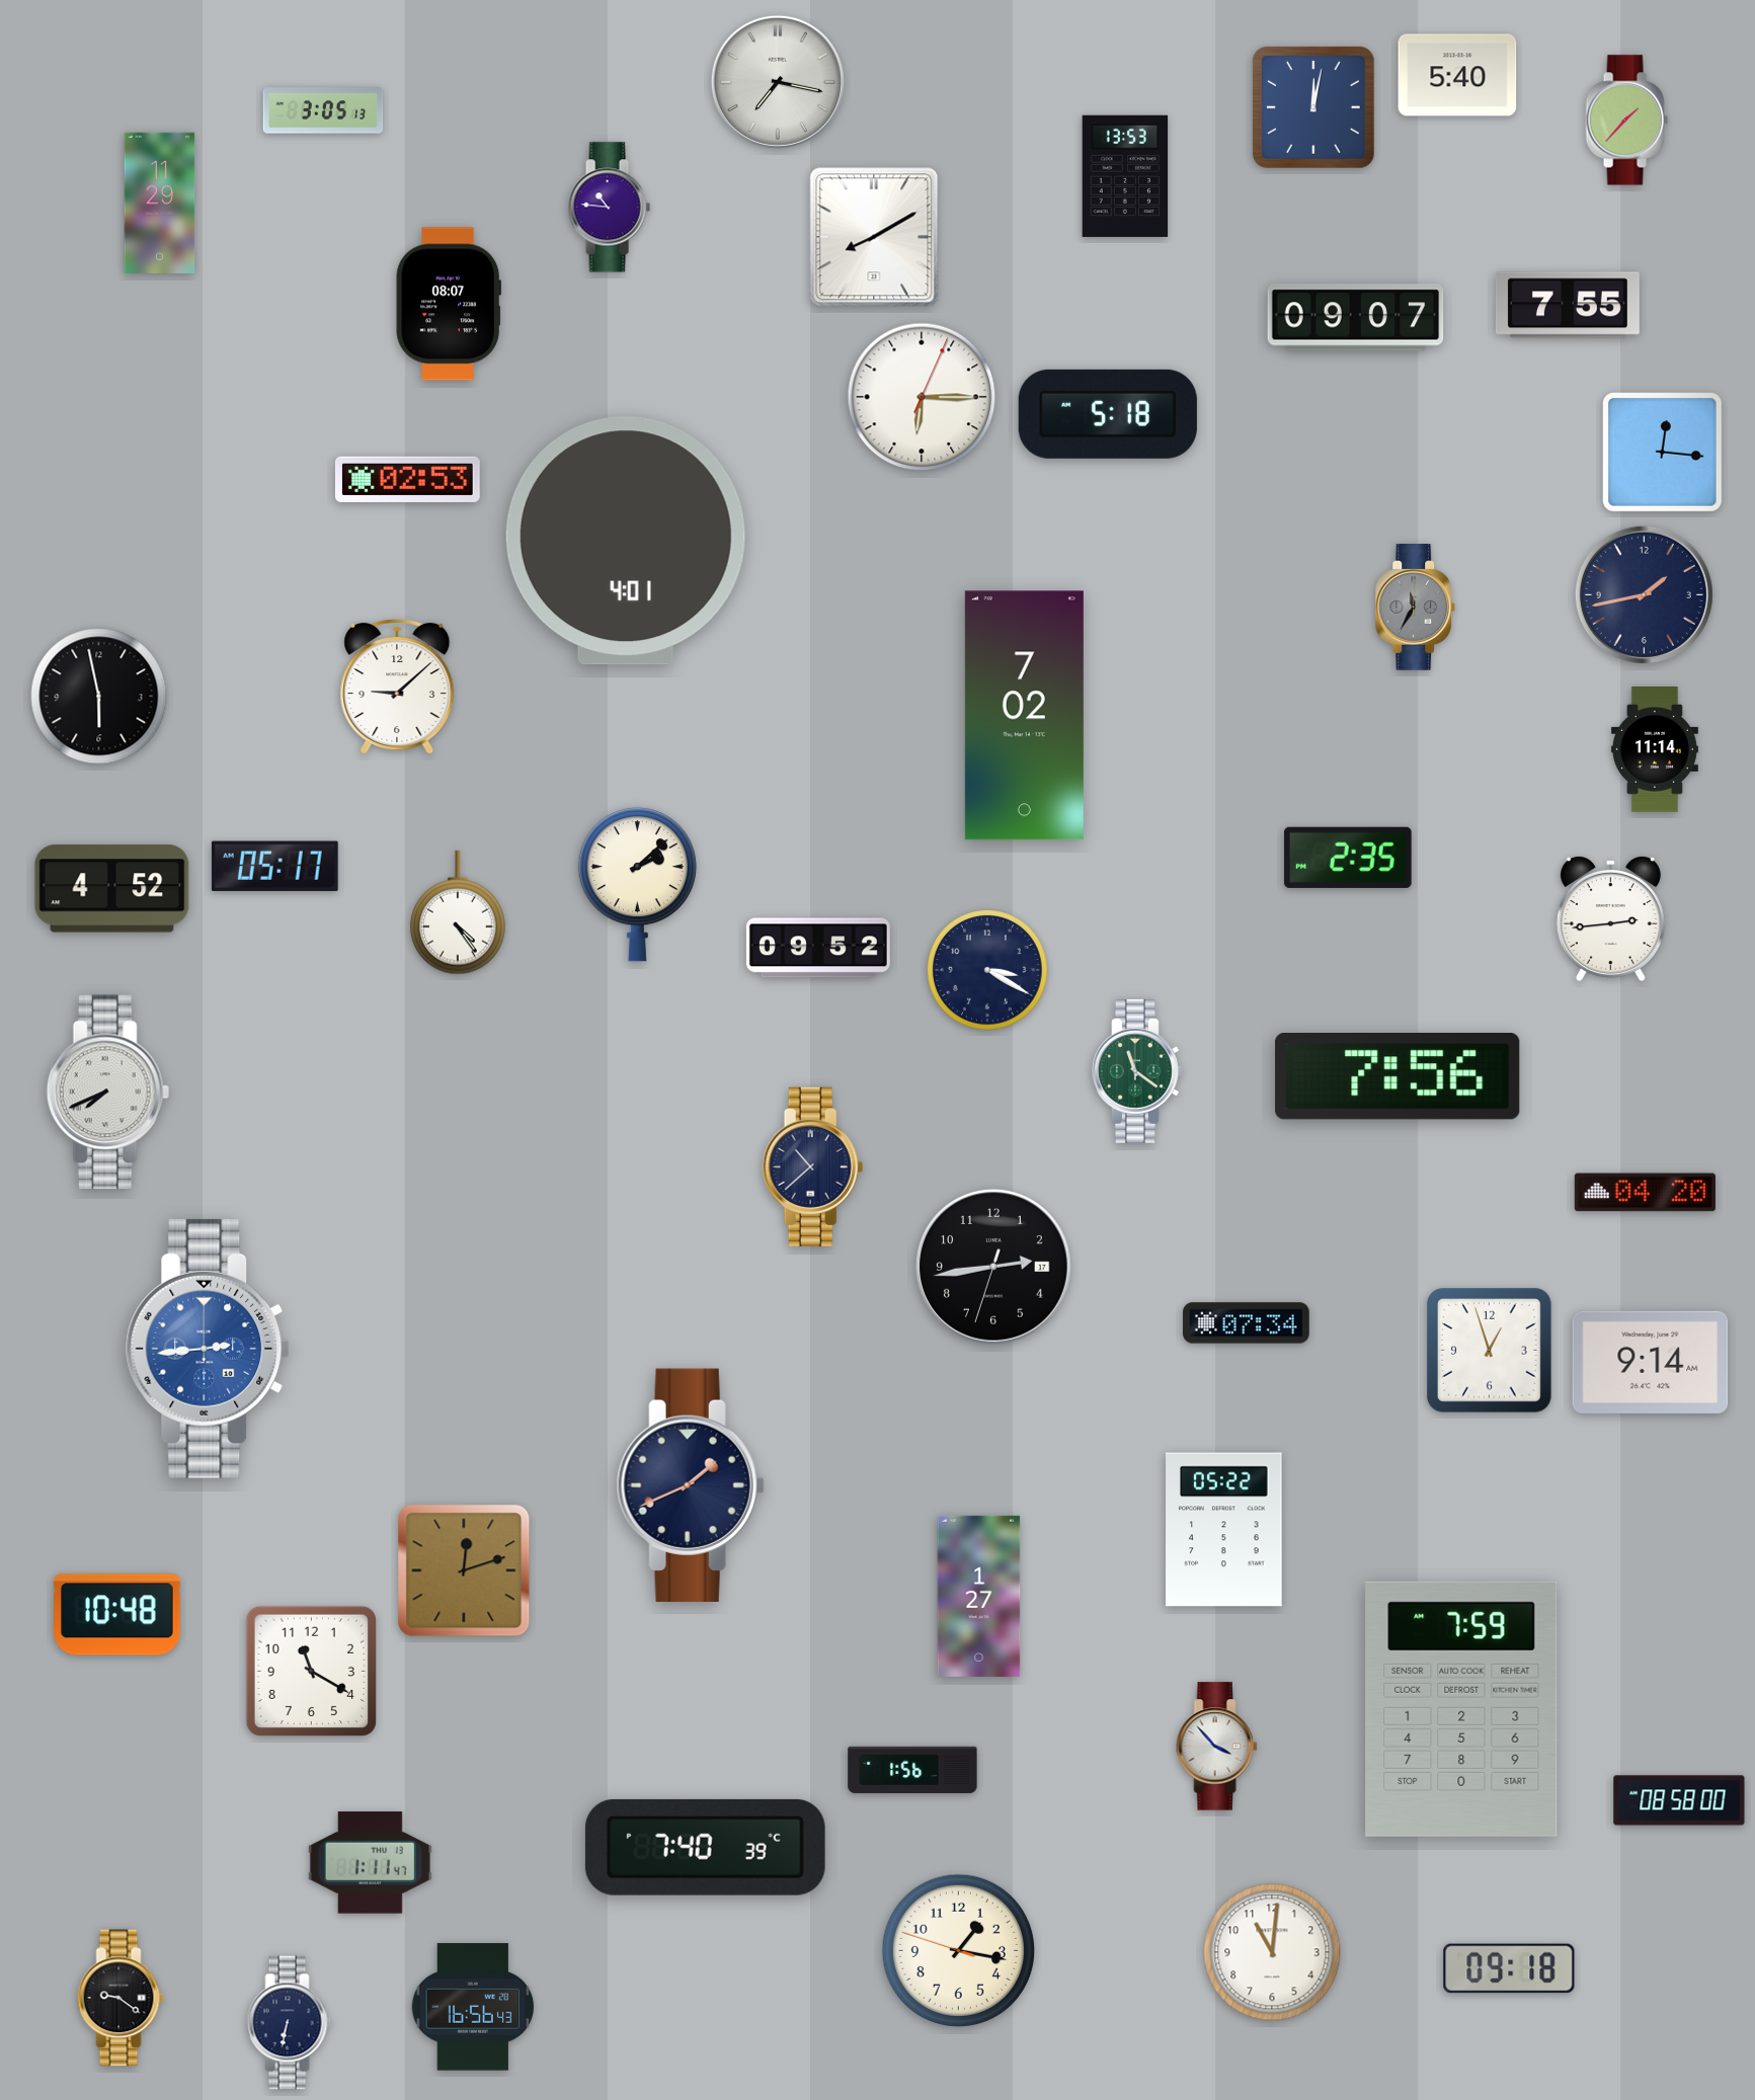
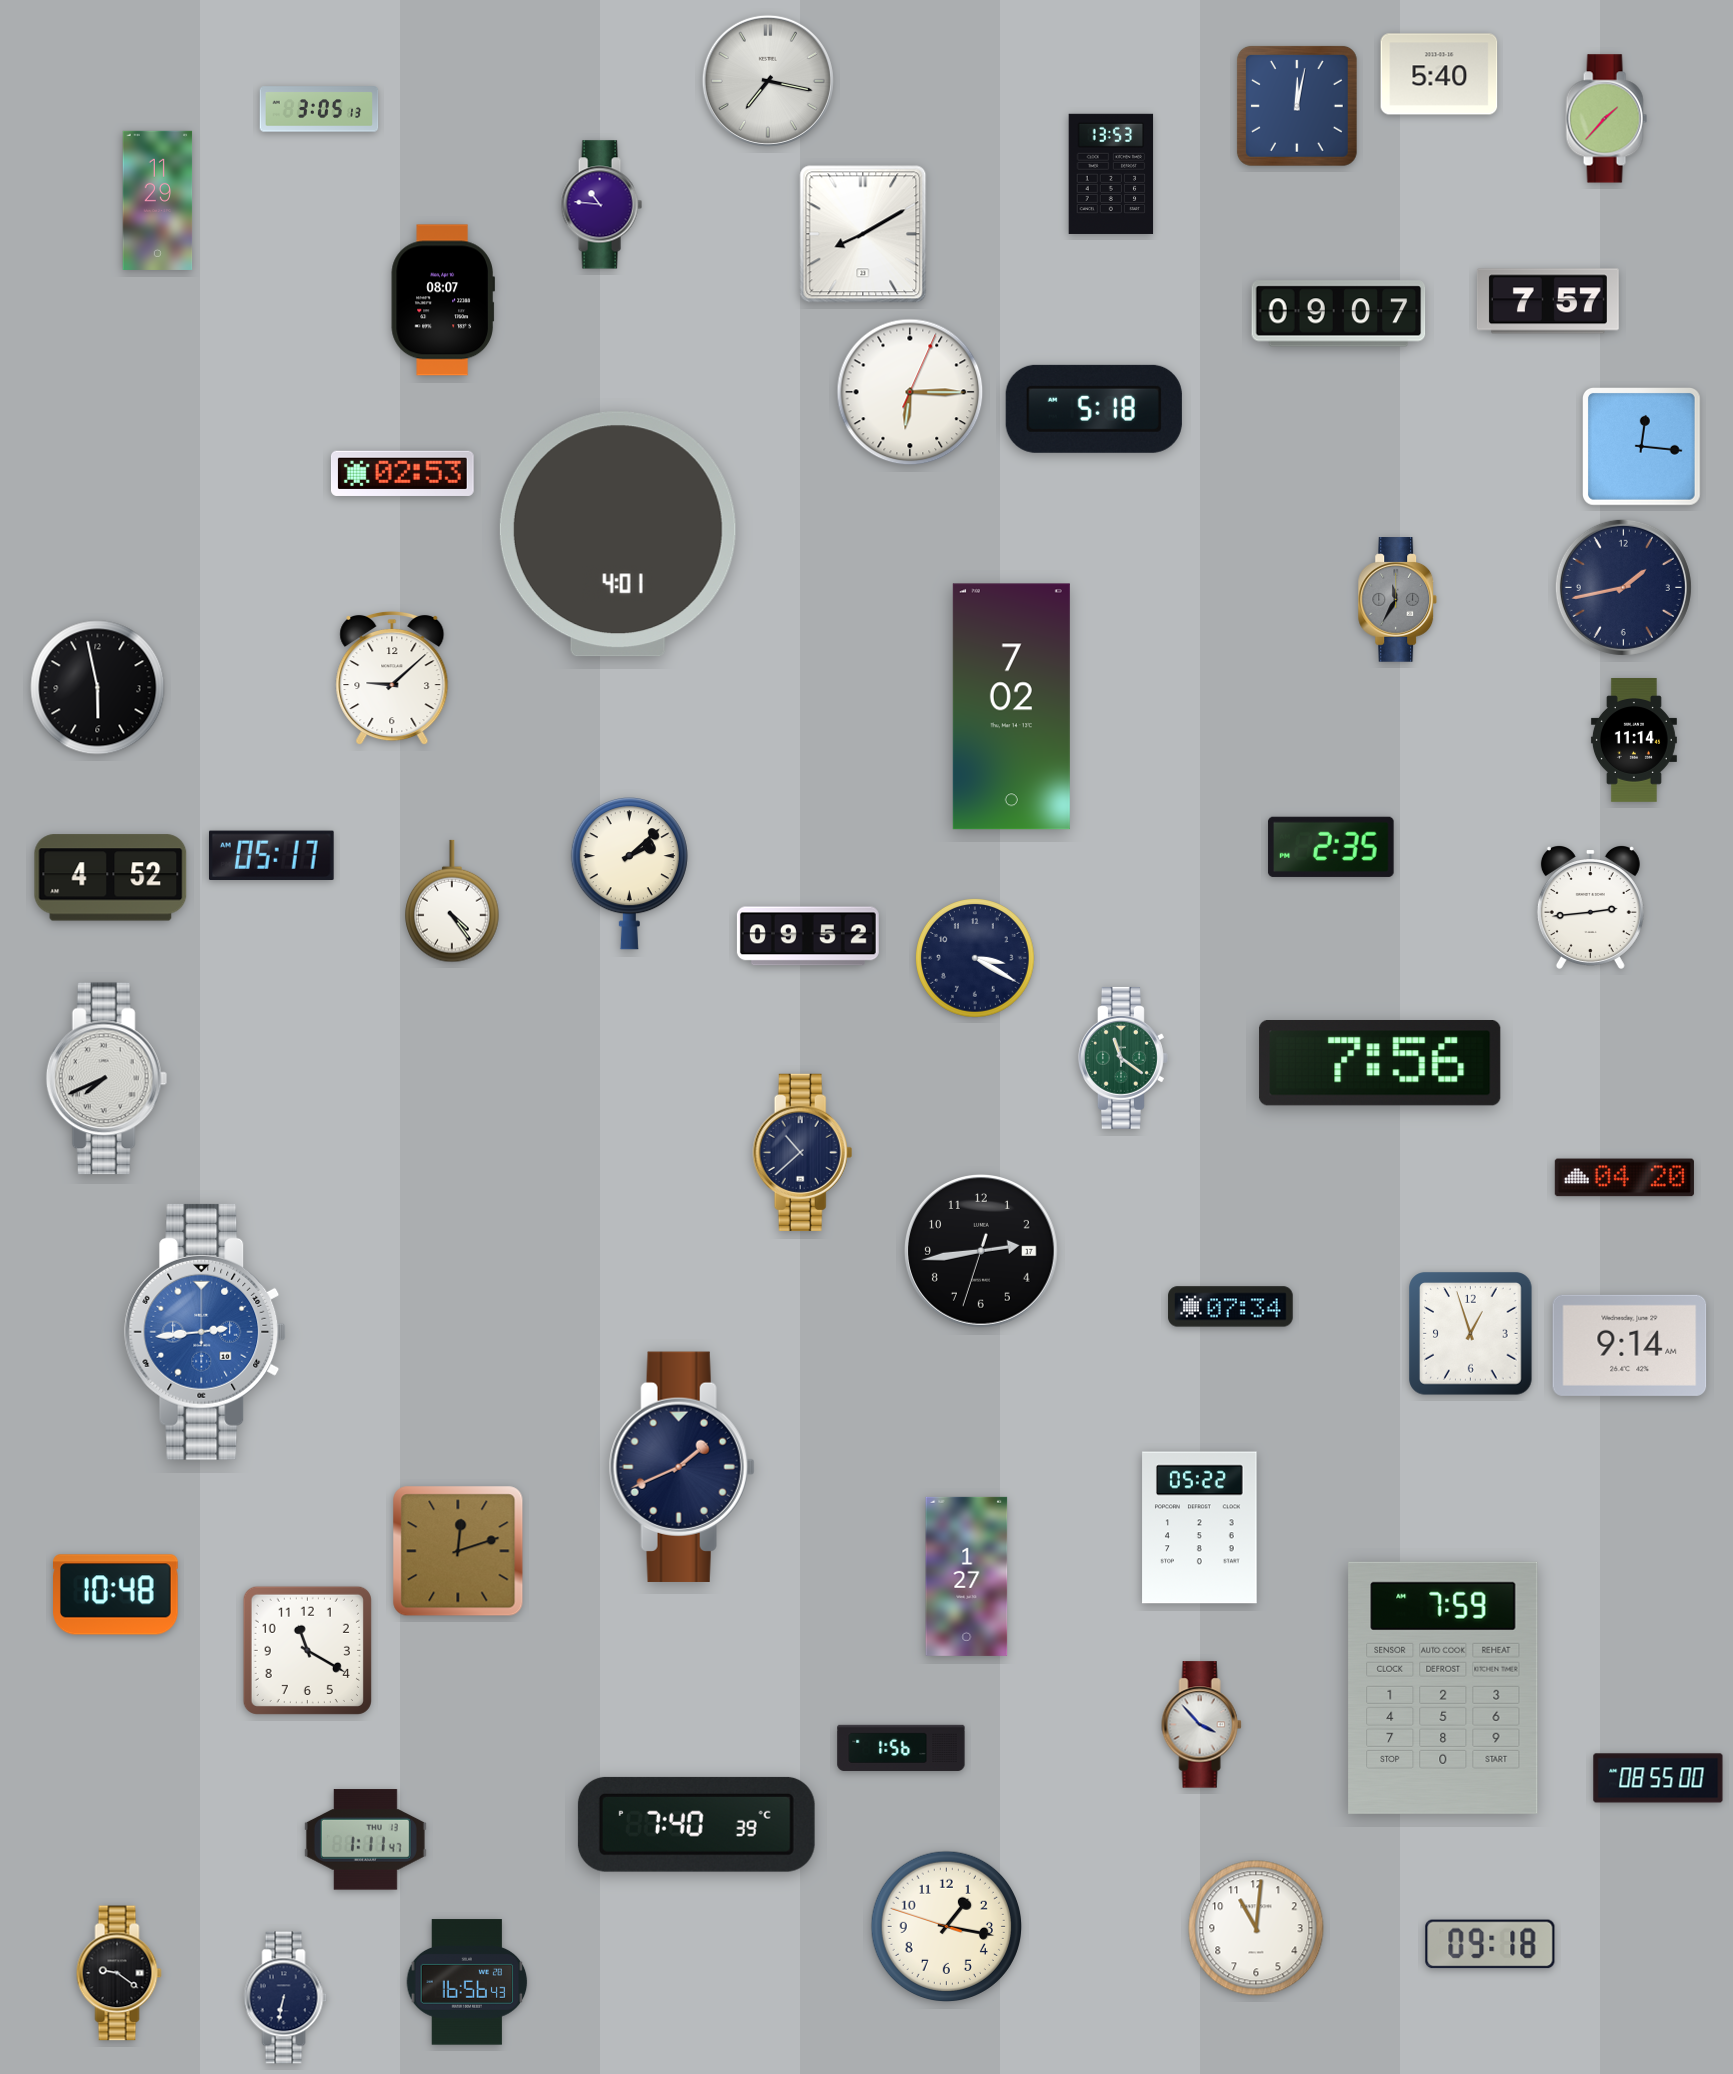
clock at (1568, 305): 7:55 -> 7:57
clock at (1224, 1530) position: (1224, 1530) -> (1200, 1528)
clock at (1679, 1800): 08:58 -> 08:55
